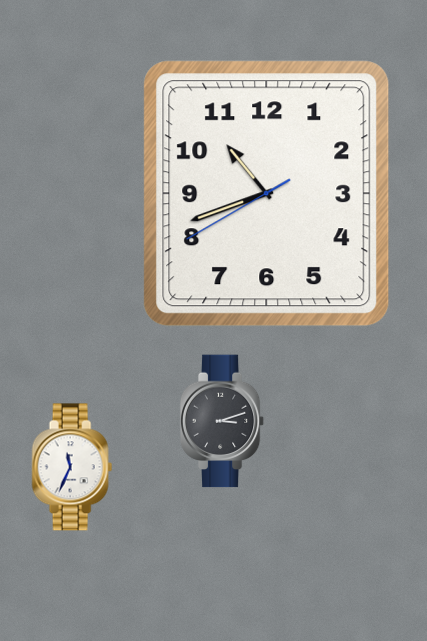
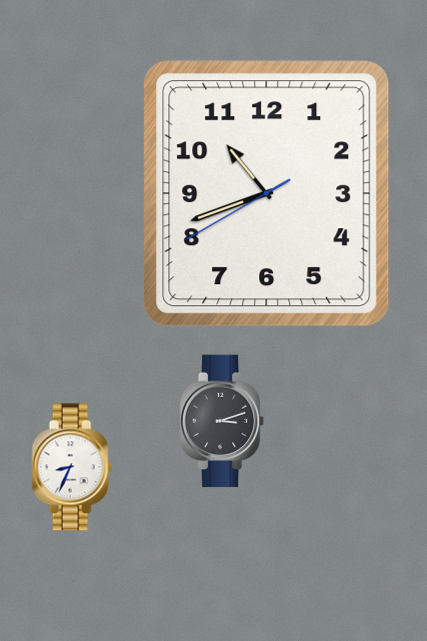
clock at (72, 467): 11:34 -> 8:34
